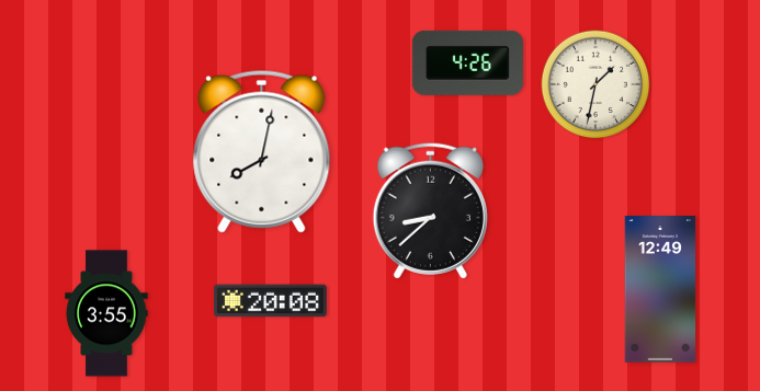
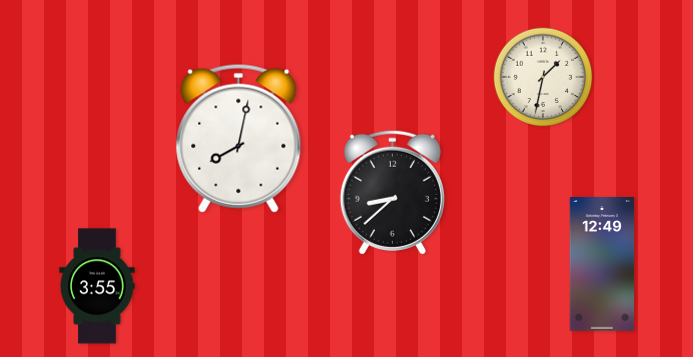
clock at (467, 62): 4:26 -> none
clock at (270, 301): 20:08 -> none
